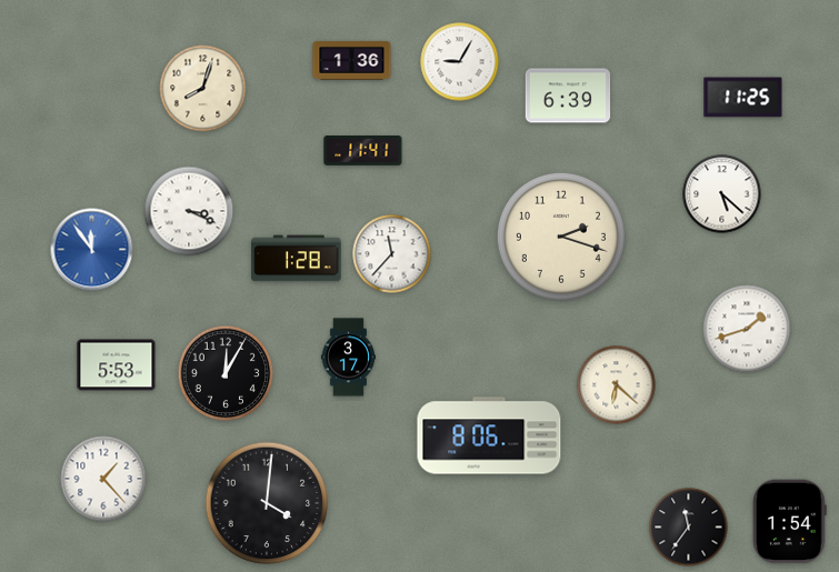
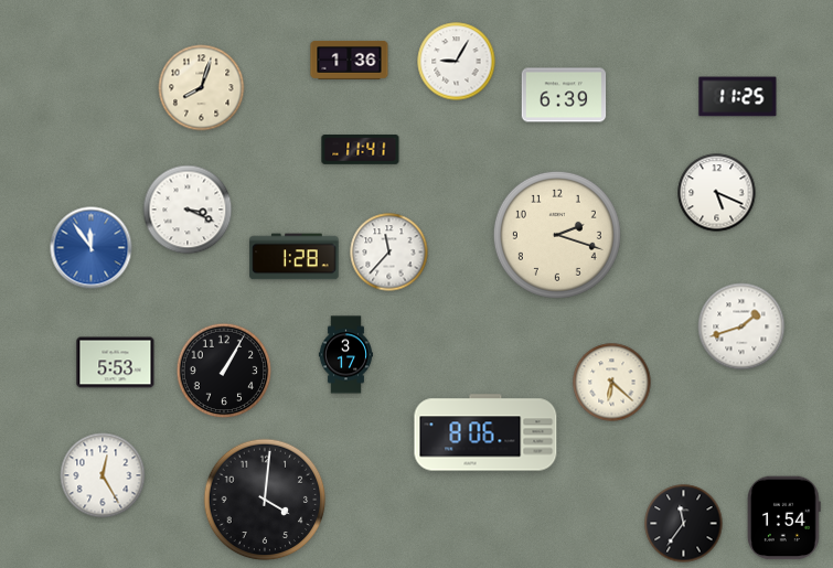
clock at (722, 194): 5:22 -> 5:19
clock at (226, 373): 12:05 -> 1:05
clock at (103, 479): 1:23 -> 12:25
